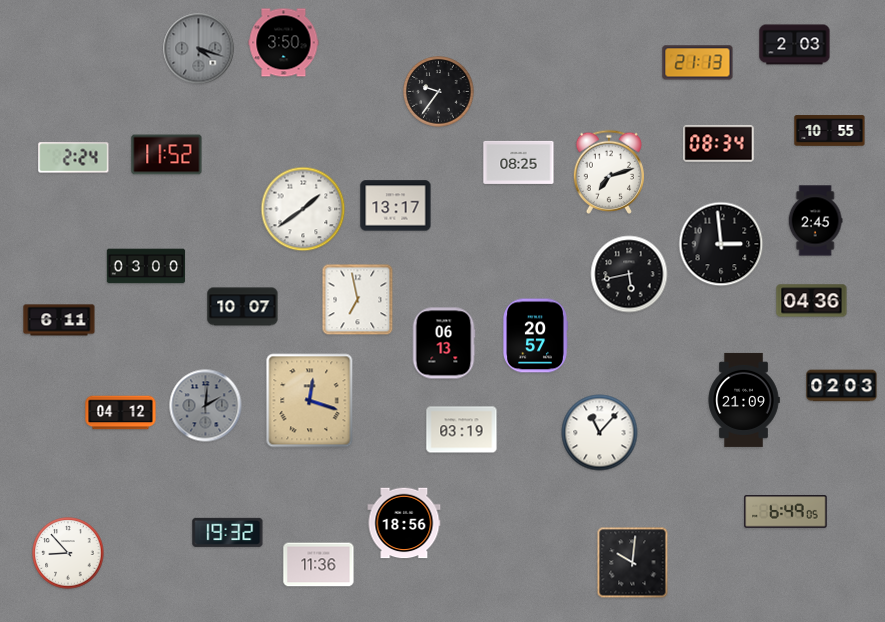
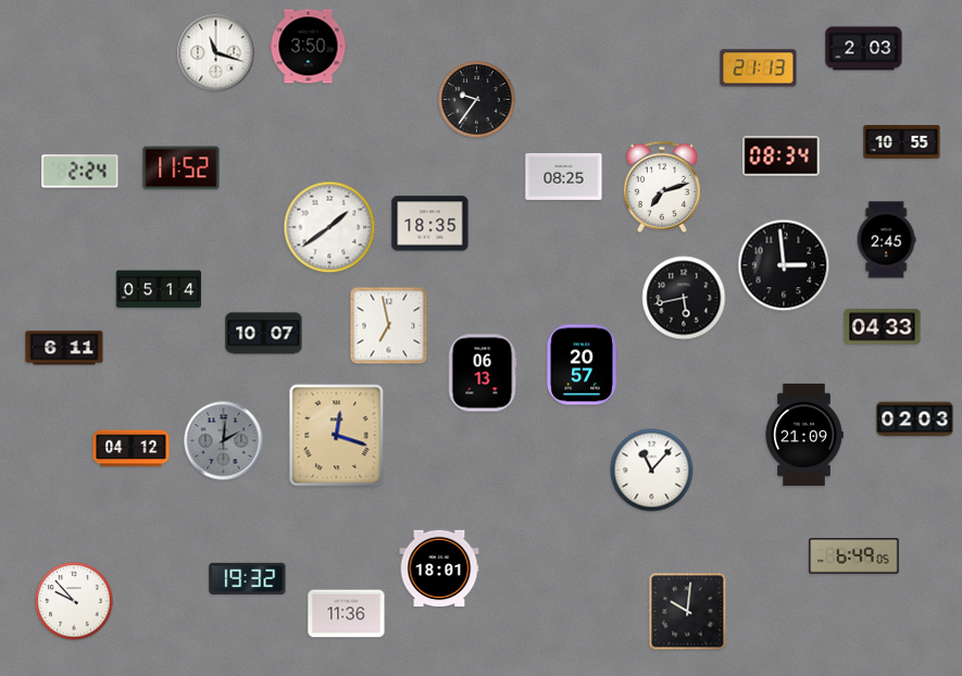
clock at (199, 49): 4:18 -> 11:18
clock at (199, 49) dial: grey -> white
clock at (396, 206): 13:17 -> 18:35
clock at (146, 266): 03:00 -> 05:14
clock at (812, 301): 04:36 -> 04:33
clock at (744, 400) position: (744, 400) -> (804, 435)
clock at (462, 430): 03:19 -> none
clock at (404, 523): 18:56 -> 18:01
clock at (68, 553): 8:53 -> 9:53
